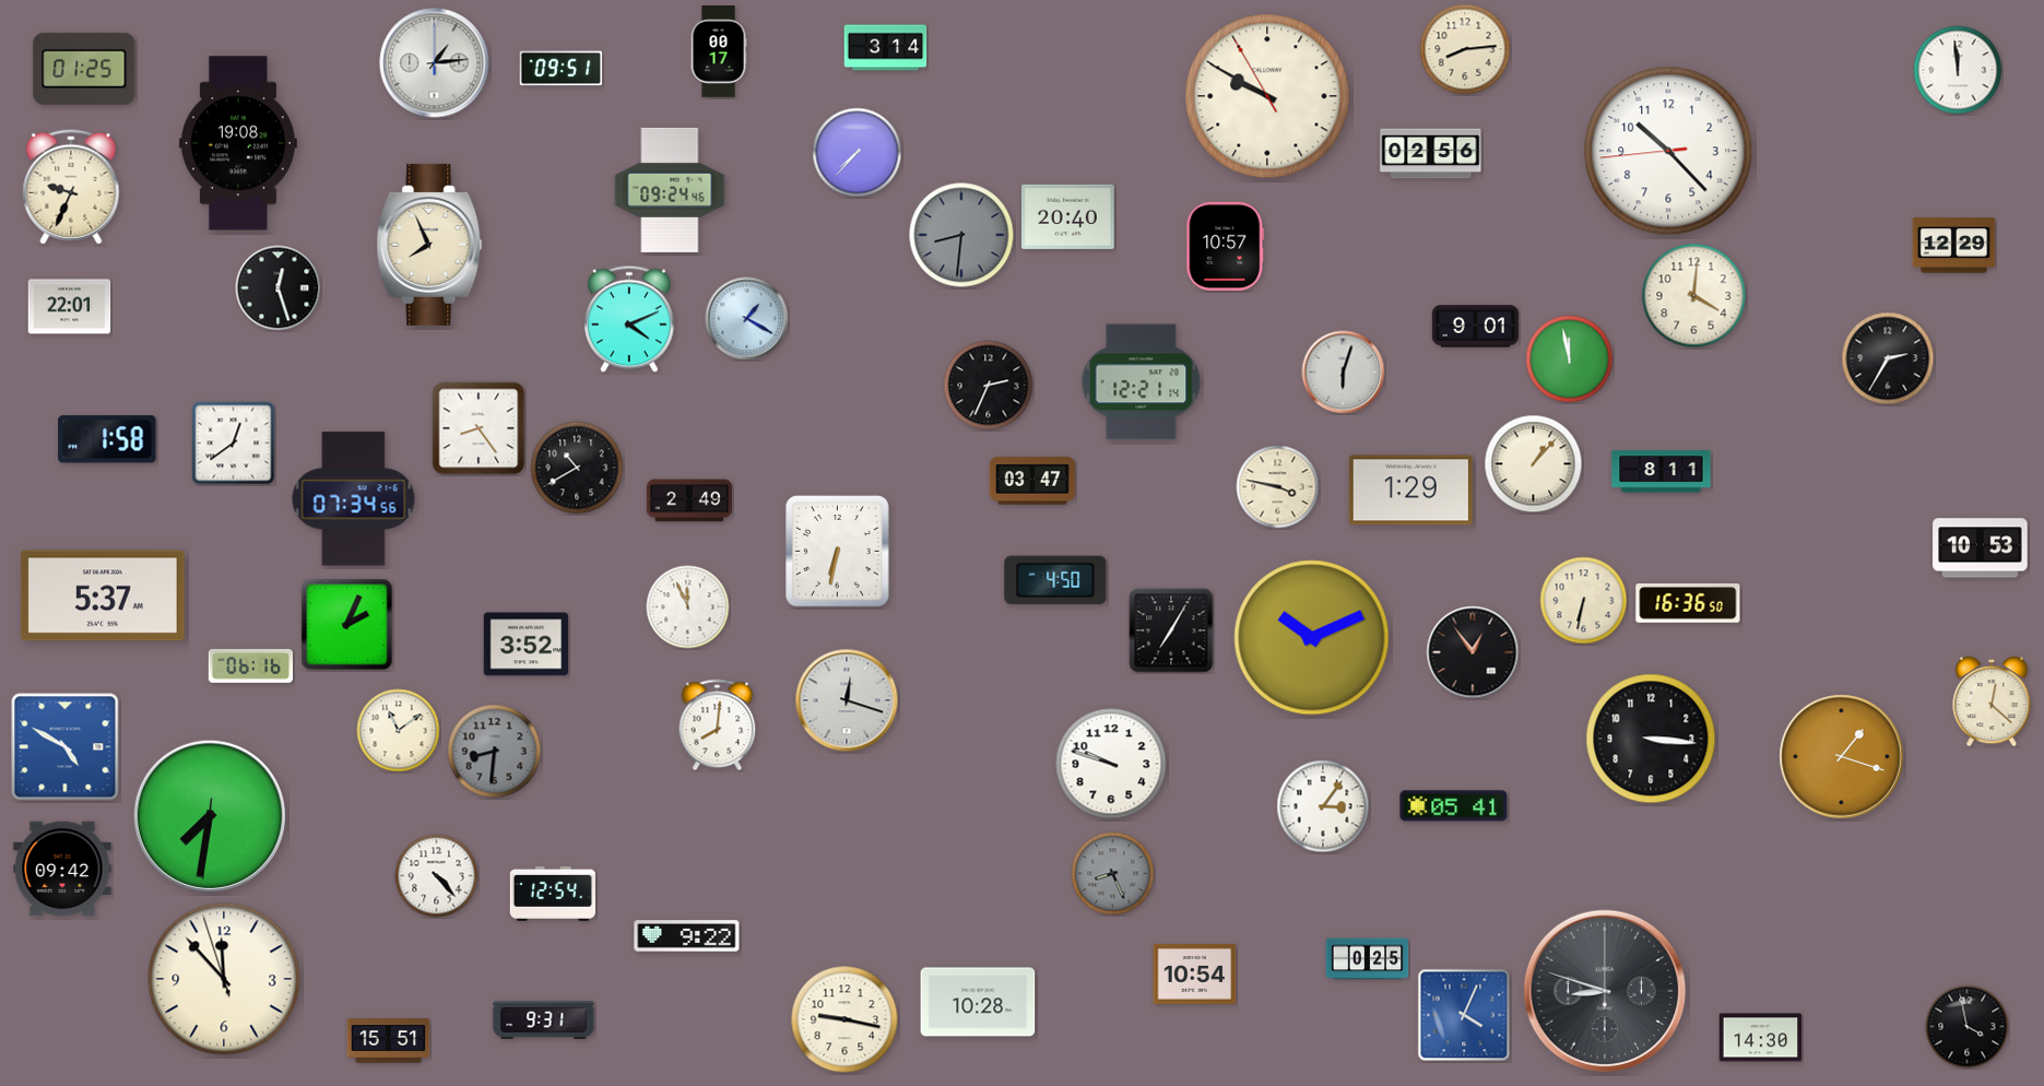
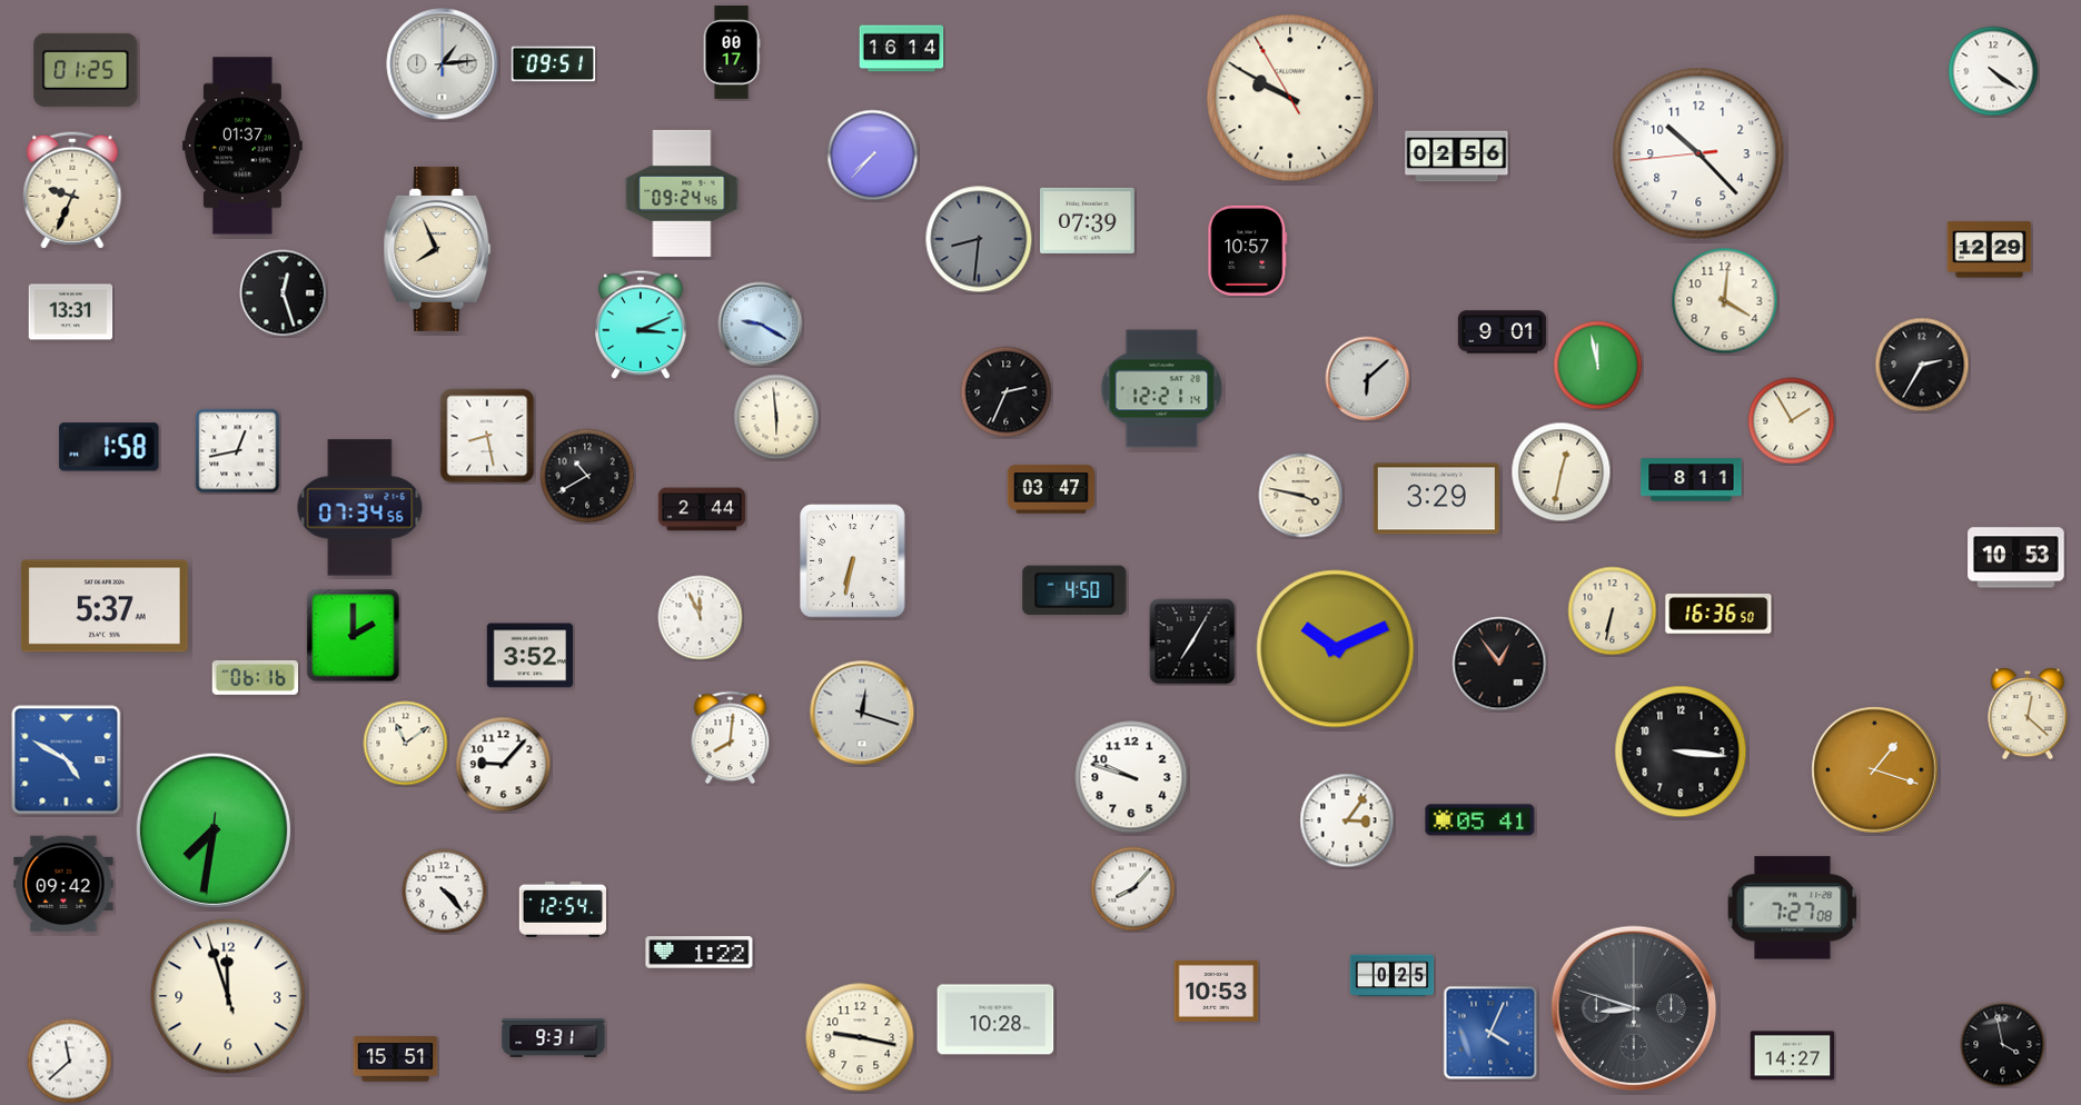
clock at (886, 48): 3:14 -> 16:14
clock at (1465, 49): 8:14 -> none
clock at (562, 69) position: (562, 69) -> (554, 64)
clock at (1958, 70): 11:59 -> 4:21
clock at (238, 143): 19:08 -> 01:37
clock at (1068, 216): 20:40 -> 07:39
clock at (70, 307): 22:01 -> 13:31
clock at (629, 319): 4:11 -> 3:11
clock at (747, 319): 1:20 -> 9:20
clock at (1344, 373): 6:03 -> 6:08
clock at (776, 417): none -> 5:59
clock at (1792, 421): none -> 1:55
clock at (478, 428): 8:24 -> 8:28
clock at (234, 444): 12:39 -> 12:43
clock at (1534, 464): 1:07 -> 12:32
clock at (1410, 491): 1:29 -> 3:29
clock at (689, 500): 2:49 -> 2:44
clock at (347, 625): 2:04 -> 2:00
clock at (527, 645) position: (527, 645) -> (531, 656)
clock at (495, 752): 8:31 -> 9:07
clock at (495, 752) dial: grey -> white
clock at (1113, 874): 8:26 -> 8:07
clock at (1113, 874) dial: grey -> white
clock at (1793, 908): none -> 7:27
clock at (687, 936): 9:22 -> 1:22
clock at (1195, 975): 10:54 -> 10:53
clock at (224, 979): 11:52 -> 11:56
clock at (1761, 1038): 14:30 -> 14:27
clock at (70, 1062): none -> 11:38
